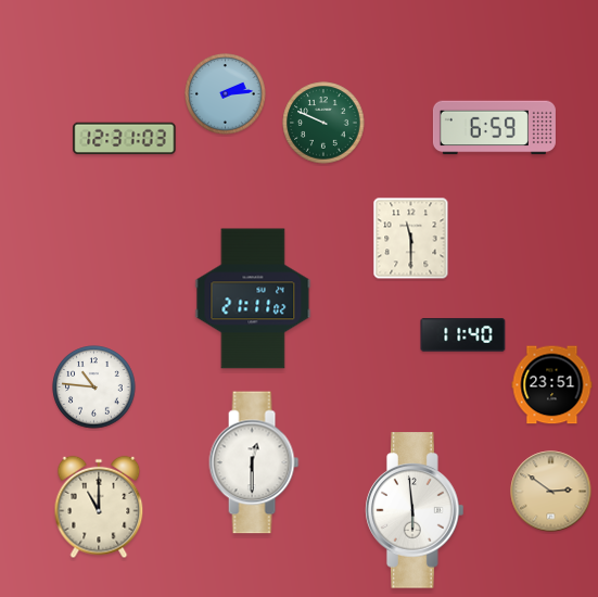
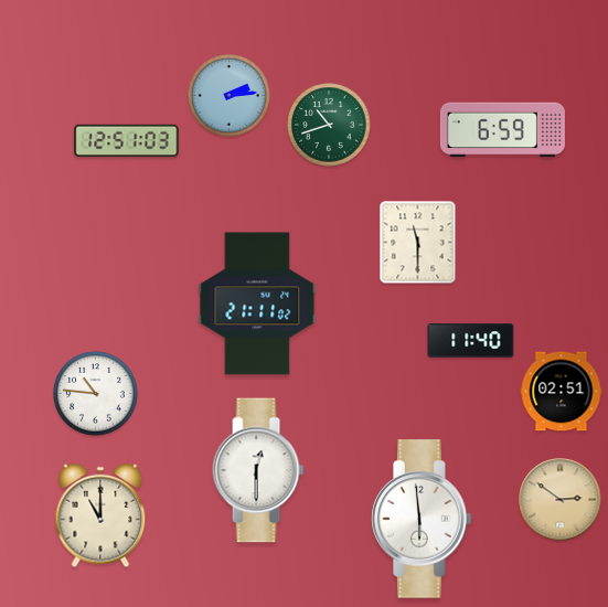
clock at (323, 123): 9:49 -> 10:42
clock at (125, 139): 12:31 -> 12:51
clock at (552, 385): 23:51 -> 02:51
